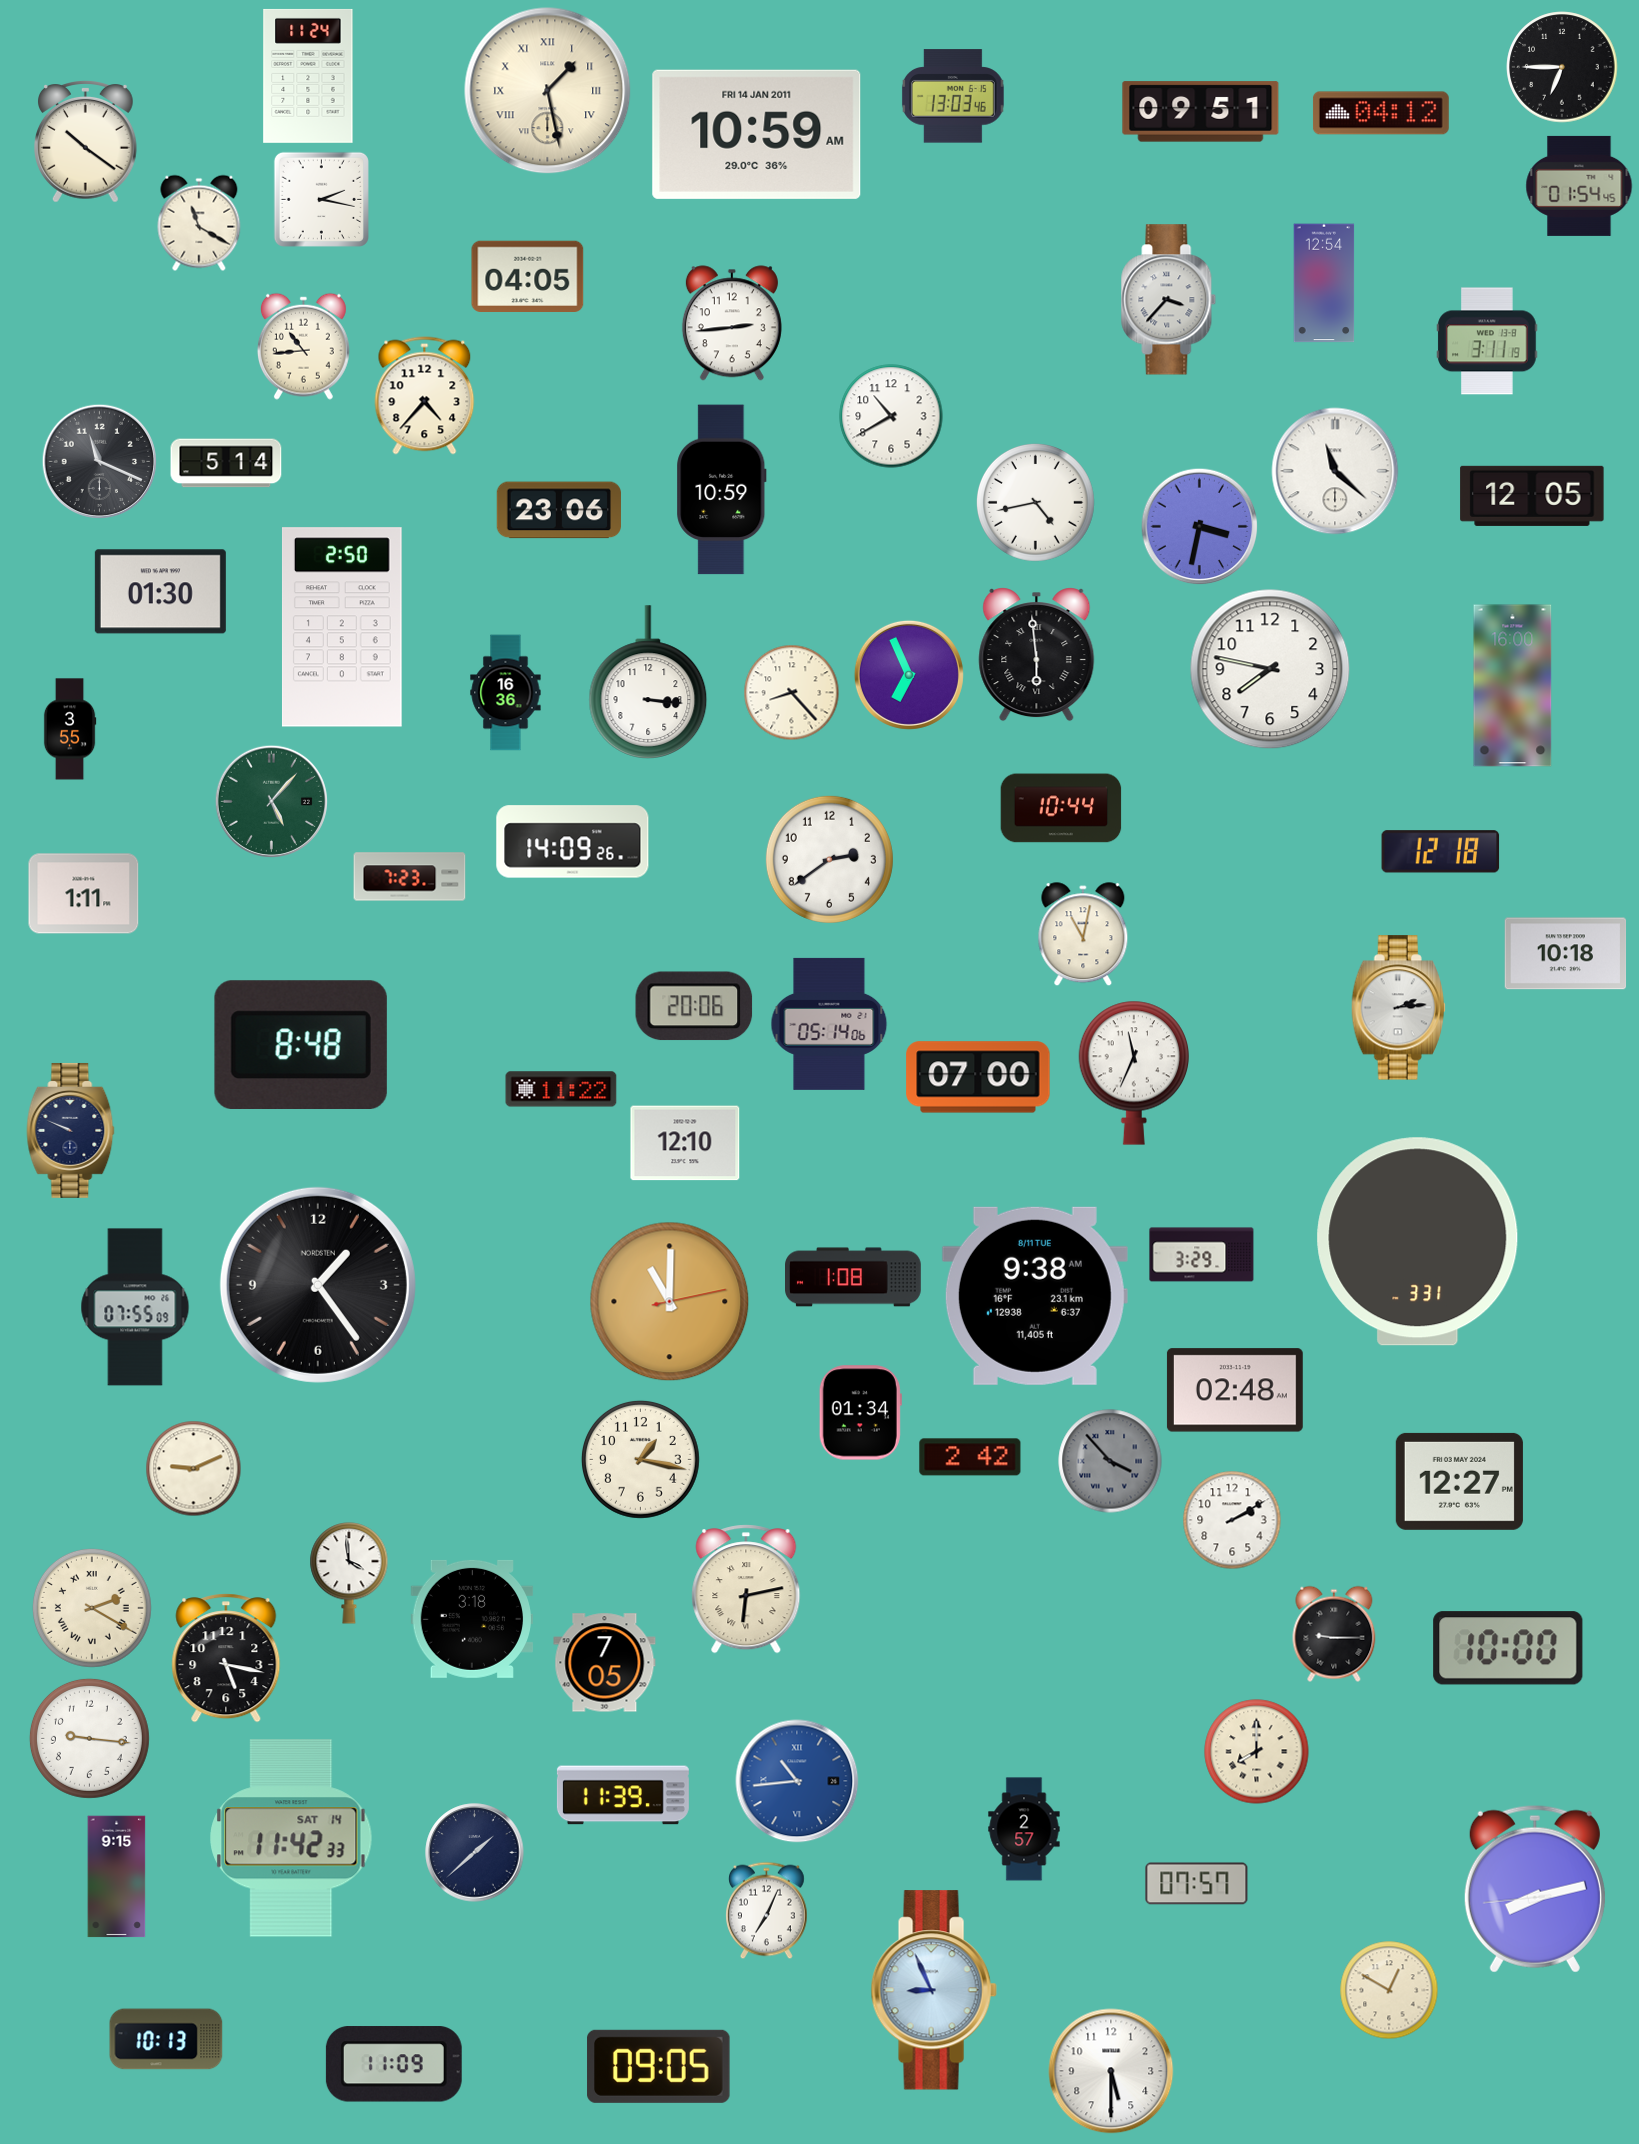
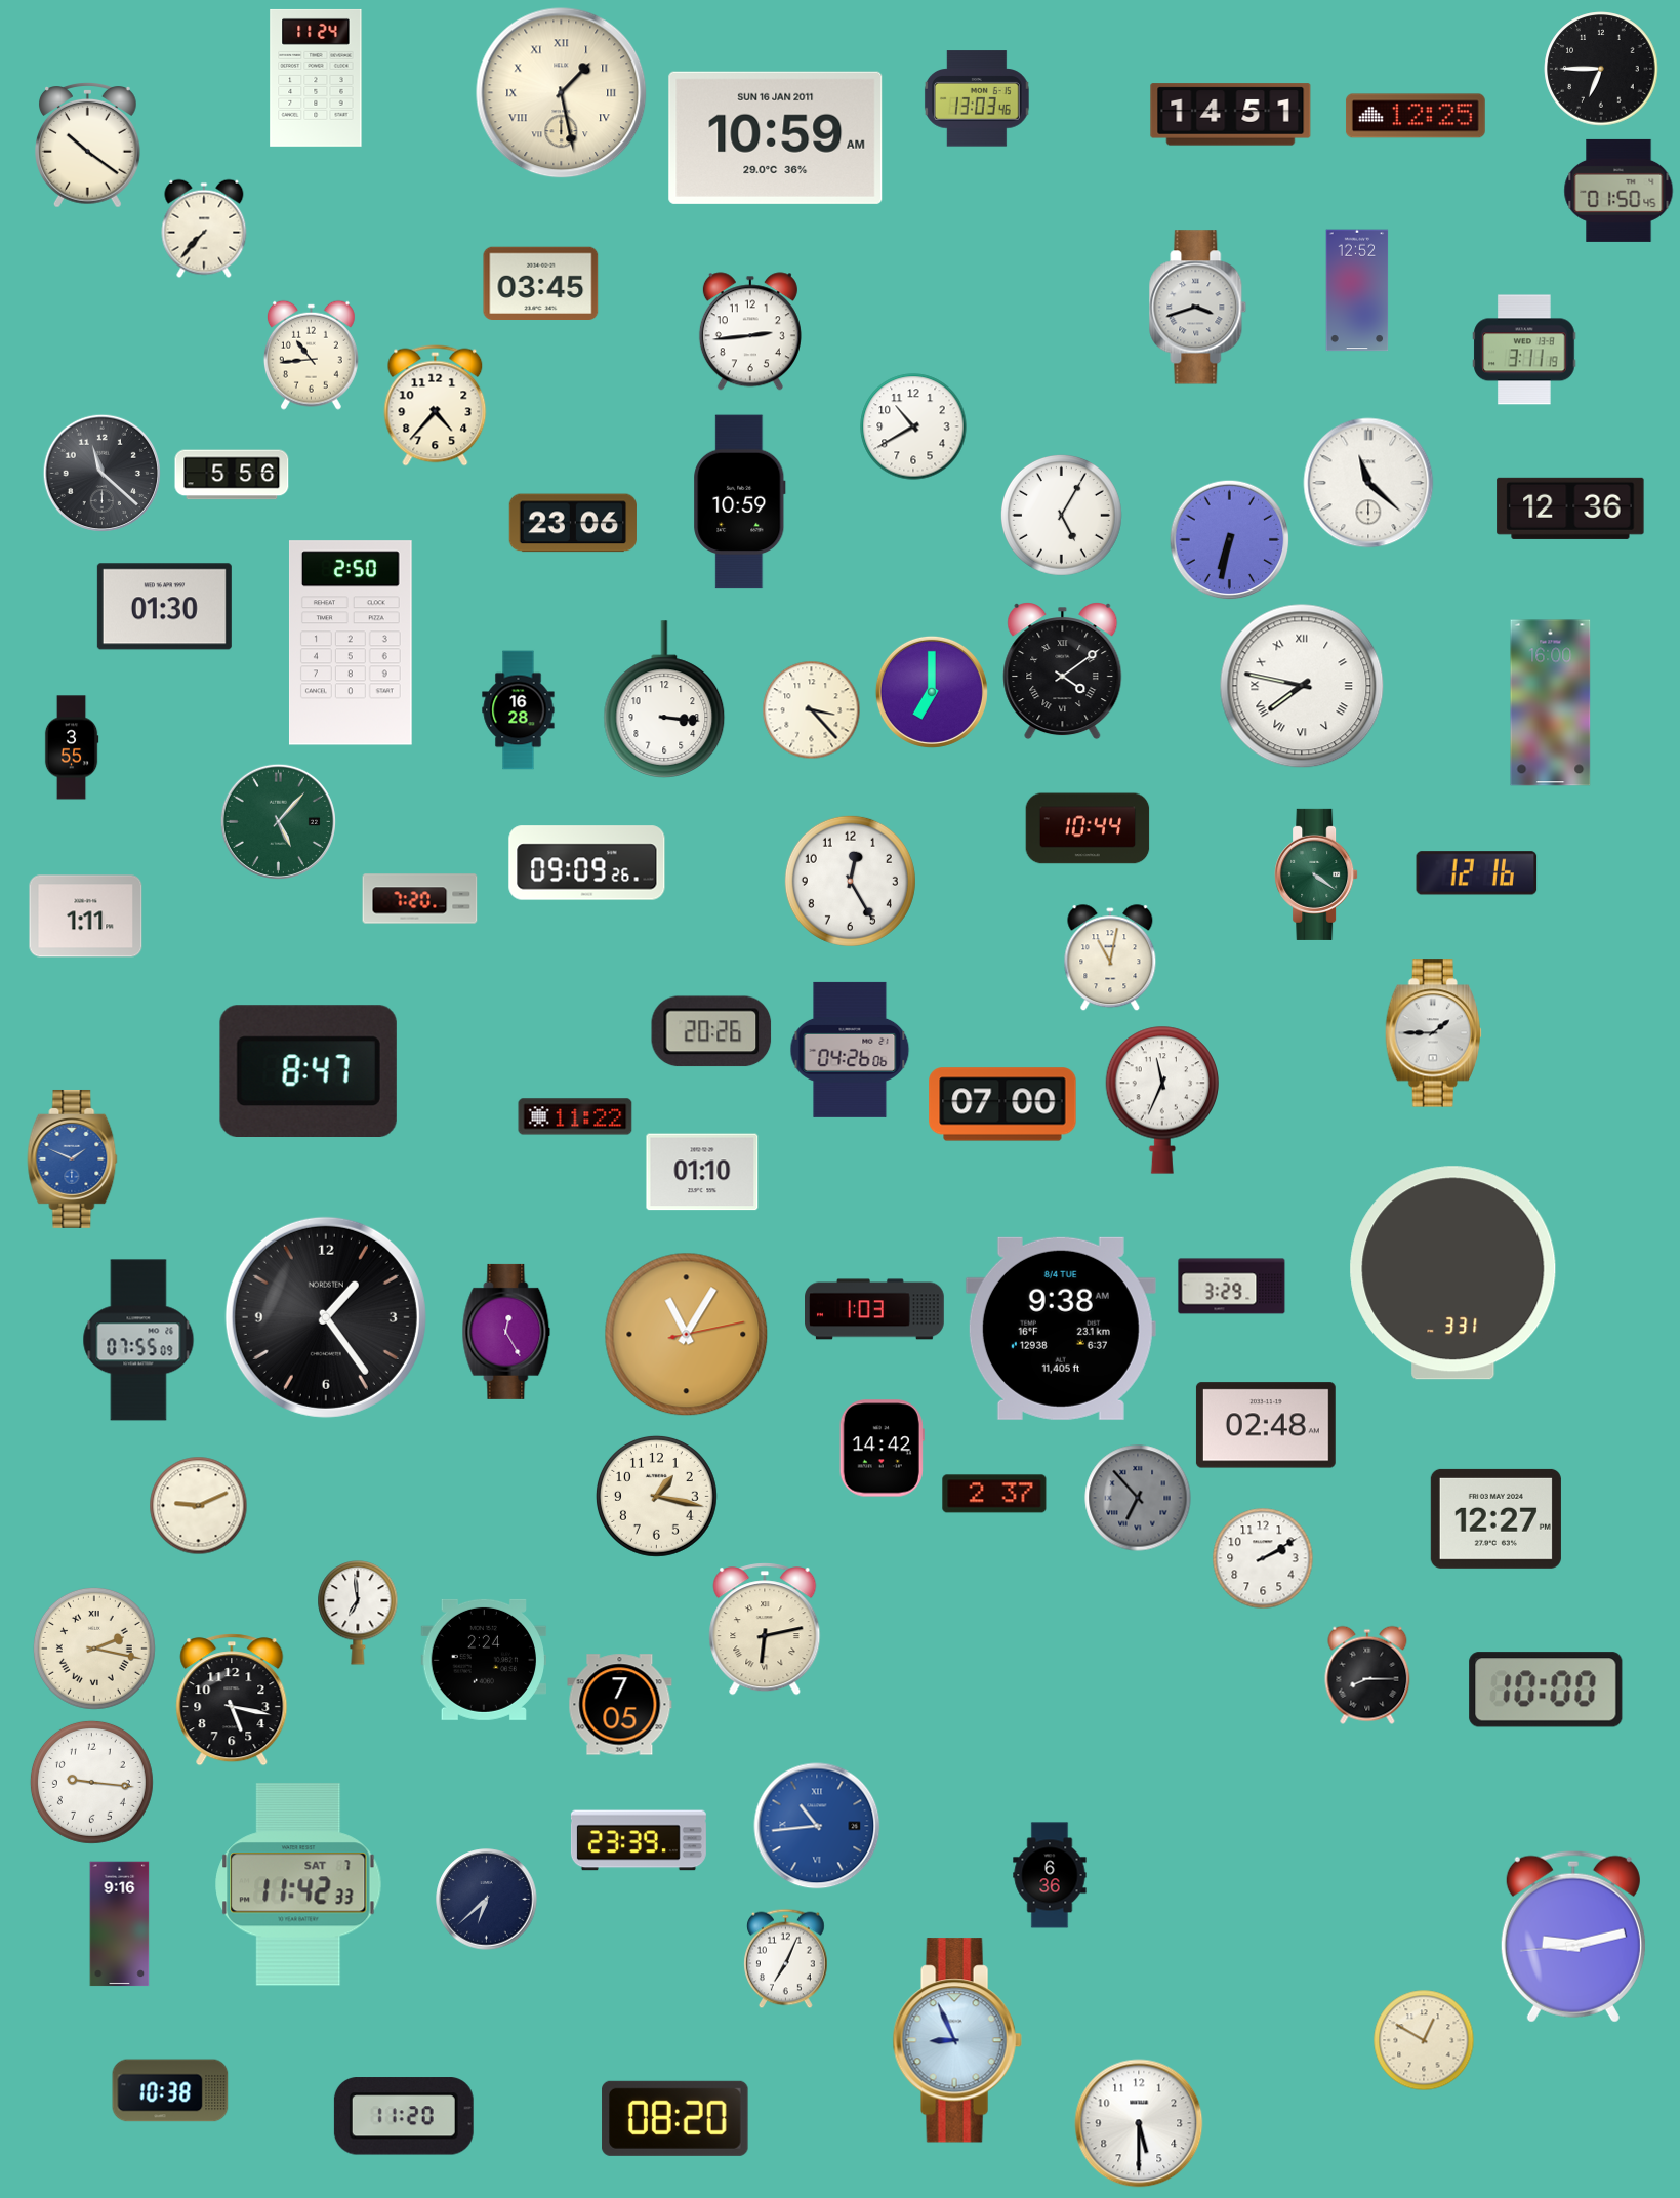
clock at (1201, 112): 09:51 -> 14:51
clock at (1381, 113): 04:12 -> 12:25
clock at (757, 134) date: FRI 14 JAN 2011 -> SUN 16 JAN 2011
clock at (1579, 186): 01:54 -> 01:50
clock at (321, 199): 2:17 -> none
clock at (199, 223): 11:20 -> 7:37
clock at (528, 276): 04:05 -> 03:45
clock at (1324, 283): 12:54 -> 12:52
clock at (1169, 300): 3:37 -> 3:42
clock at (99, 461): 11:19 -> 11:22
clock at (226, 463): 5:14 -> 5:56
clock at (1532, 496): 12:05 -> 12:36
clock at (1035, 502): 4:43 -> 5:05
clock at (1199, 526): 3:32 -> 6:32
clock at (1037, 655): 5:59 -> 4:09
clock at (1270, 669) numerals: Arabic -> Roman
clock at (909, 675): 6:56 -> 7:00
clock at (791, 692): 8:23 -> 3:23
clock at (506, 693): 16:36 -> 16:28
clock at (573, 842): 14:09 -> 09:09
clock at (1441, 852): 12:18 -> 12:16
clock at (1316, 874): none -> 4:21
clock at (829, 859): 2:39 -> 12:25
clock at (410, 877): 7:23 -> 7:20
clock at (1566, 954): 10:18 -> none
clock at (694, 1006): 20:06 -> 20:26
clock at (1398, 1008): 2:14 -> 1:45
clock at (829, 1024): 05:14 -> 04:26
clock at (301, 1044): 8:48 -> 8:47
clock at (71, 1130): 9:49 -> 1:49
clock at (71, 1130) dial: navy -> blue
clock at (685, 1143): 12:10 -> 01:10
clock at (854, 1277): 1:08 -> 1:03
clock at (1035, 1296) date: 8/11 TUE -> 8/4 TUE
clock at (506, 1332): none -> 12:25
clock at (670, 1302): 11:00 -> 11:05
clock at (860, 1413): 01:34 -> 14:42
clock at (970, 1457): 2:42 -> 2:37
clock at (1110, 1461): 3:53 -> 6:53
clock at (349, 1573): 3:59 -> 6:59
clock at (92, 1608): 2:20 -> 2:17
clock at (472, 1619): 3:18 -> 2:24
clock at (1334, 1634): 9:15 -> 8:15
clock at (1257, 1752): 8:00 -> none
clock at (623, 1795): 11:39 -> 23:39
clock at (1024, 1829): 2:57 -> 6:36
clock at (291, 1838) date: SAT 14 -> SAT 7
clock at (475, 1853): 1:38 -> 6:38
clock at (117, 1877): 9:15 -> 9:16
clock at (1197, 1884): 07:57 -> none
clock at (1535, 1889): 8:12 -> 9:12
clock at (166, 2039): 10:13 -> 10:38
clock at (394, 2064): 11:09 -> 11:20
clock at (659, 2066): 09:05 -> 08:20
